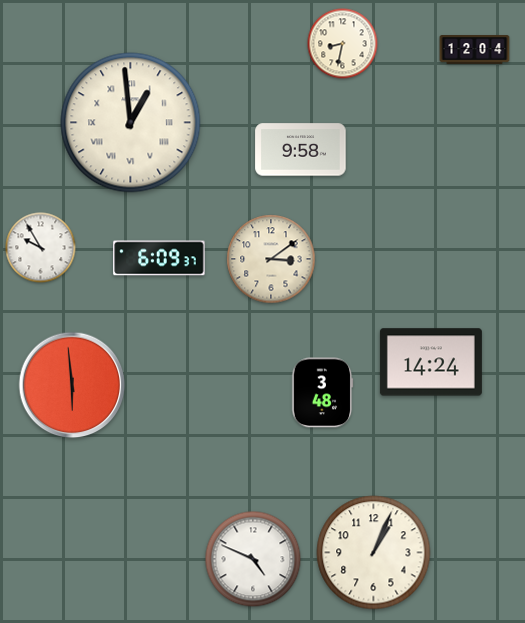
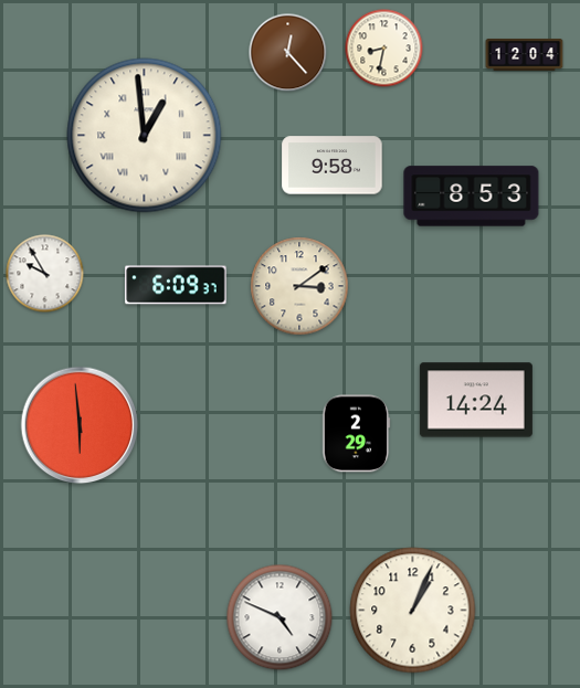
clock at (343, 44) position: (343, 44) -> (384, 49)
clock at (288, 53): none -> 12:23
clock at (472, 197): none -> 8:53
clock at (323, 393): 3:48 -> 2:29
